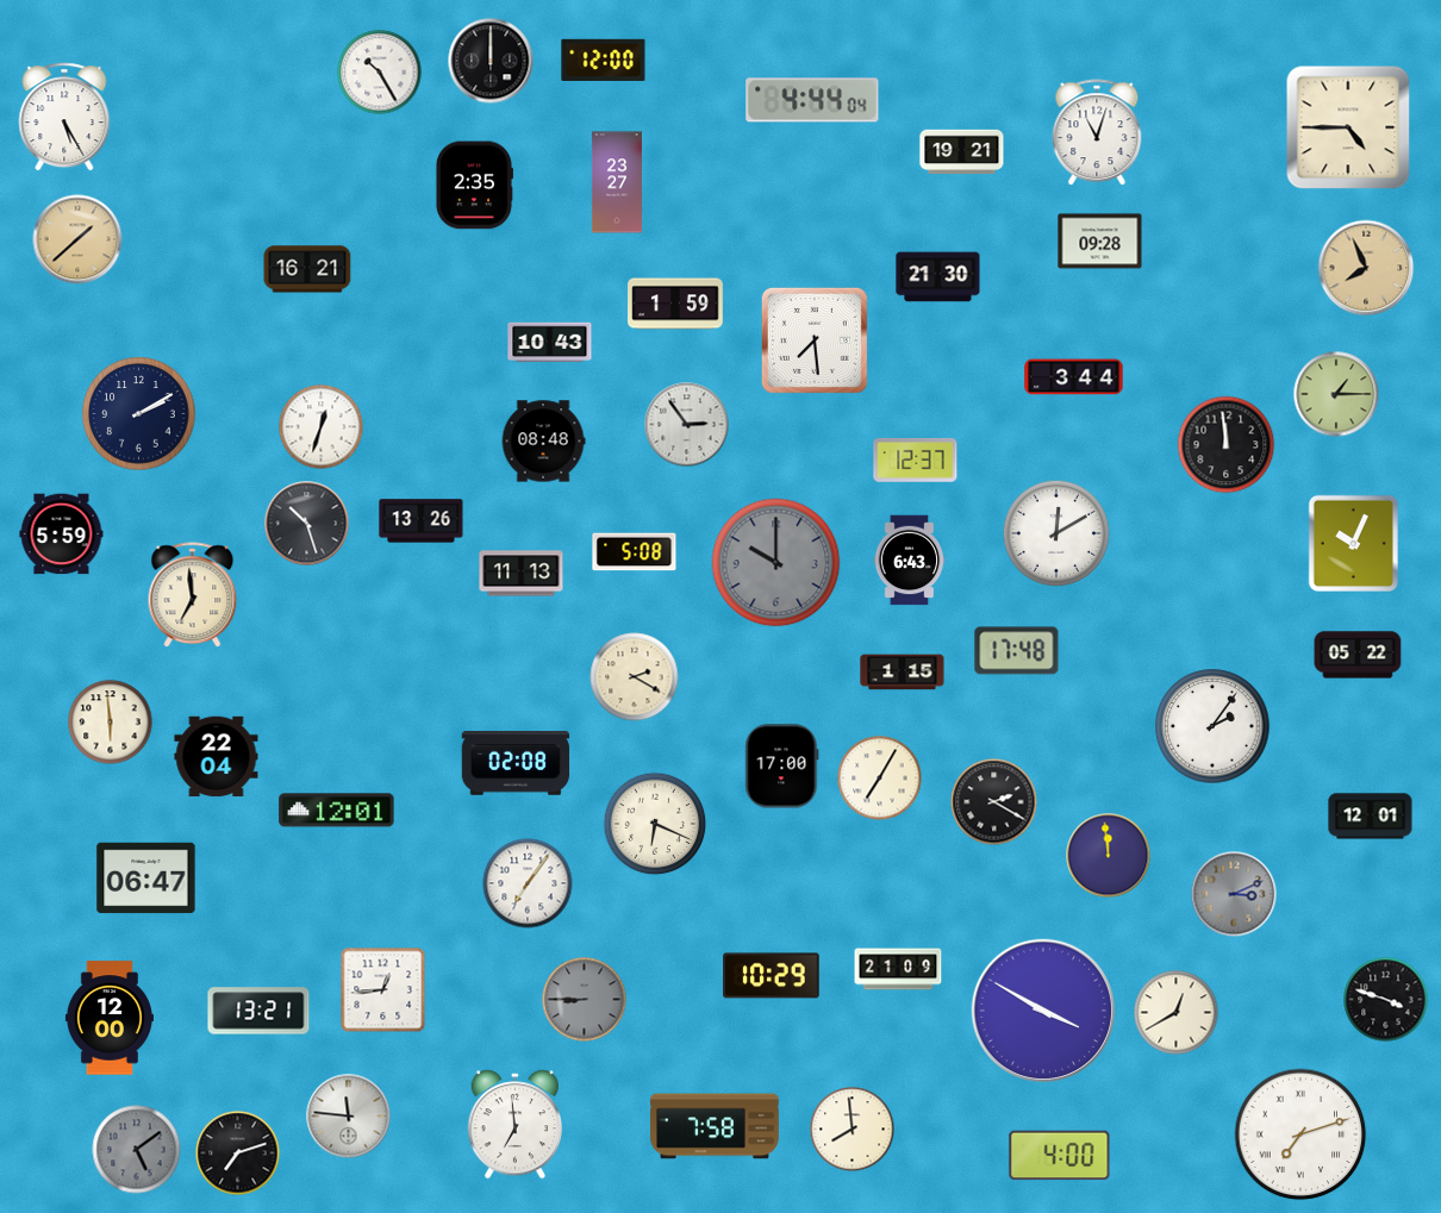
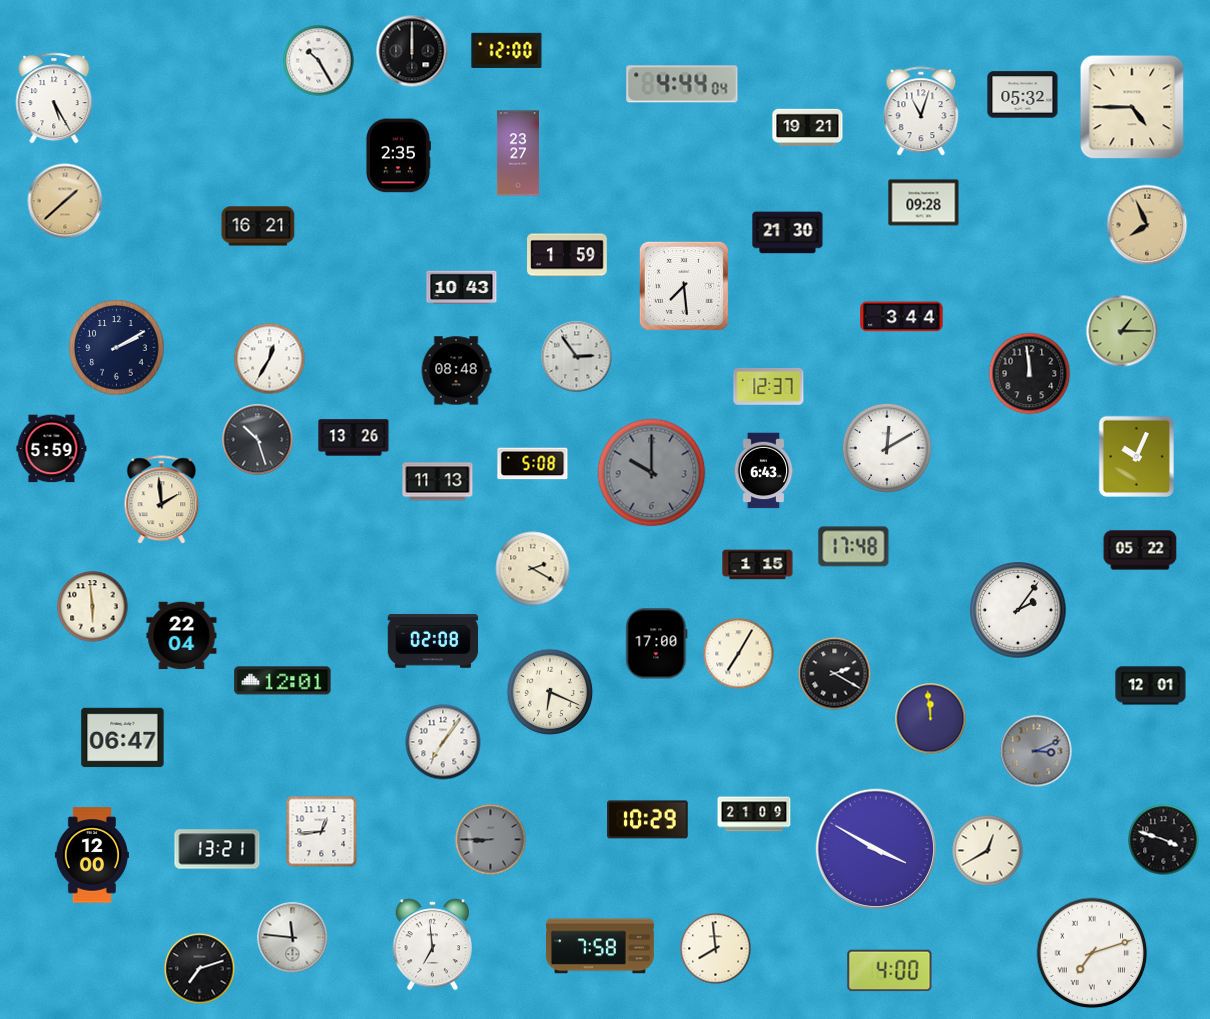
clock at (1023, 95): none -> 05:32
clock at (322, 427): 12:33 -> 12:35
clock at (193, 595): 6:59 -> 1:59
clock at (137, 1150): 5:09 -> none
